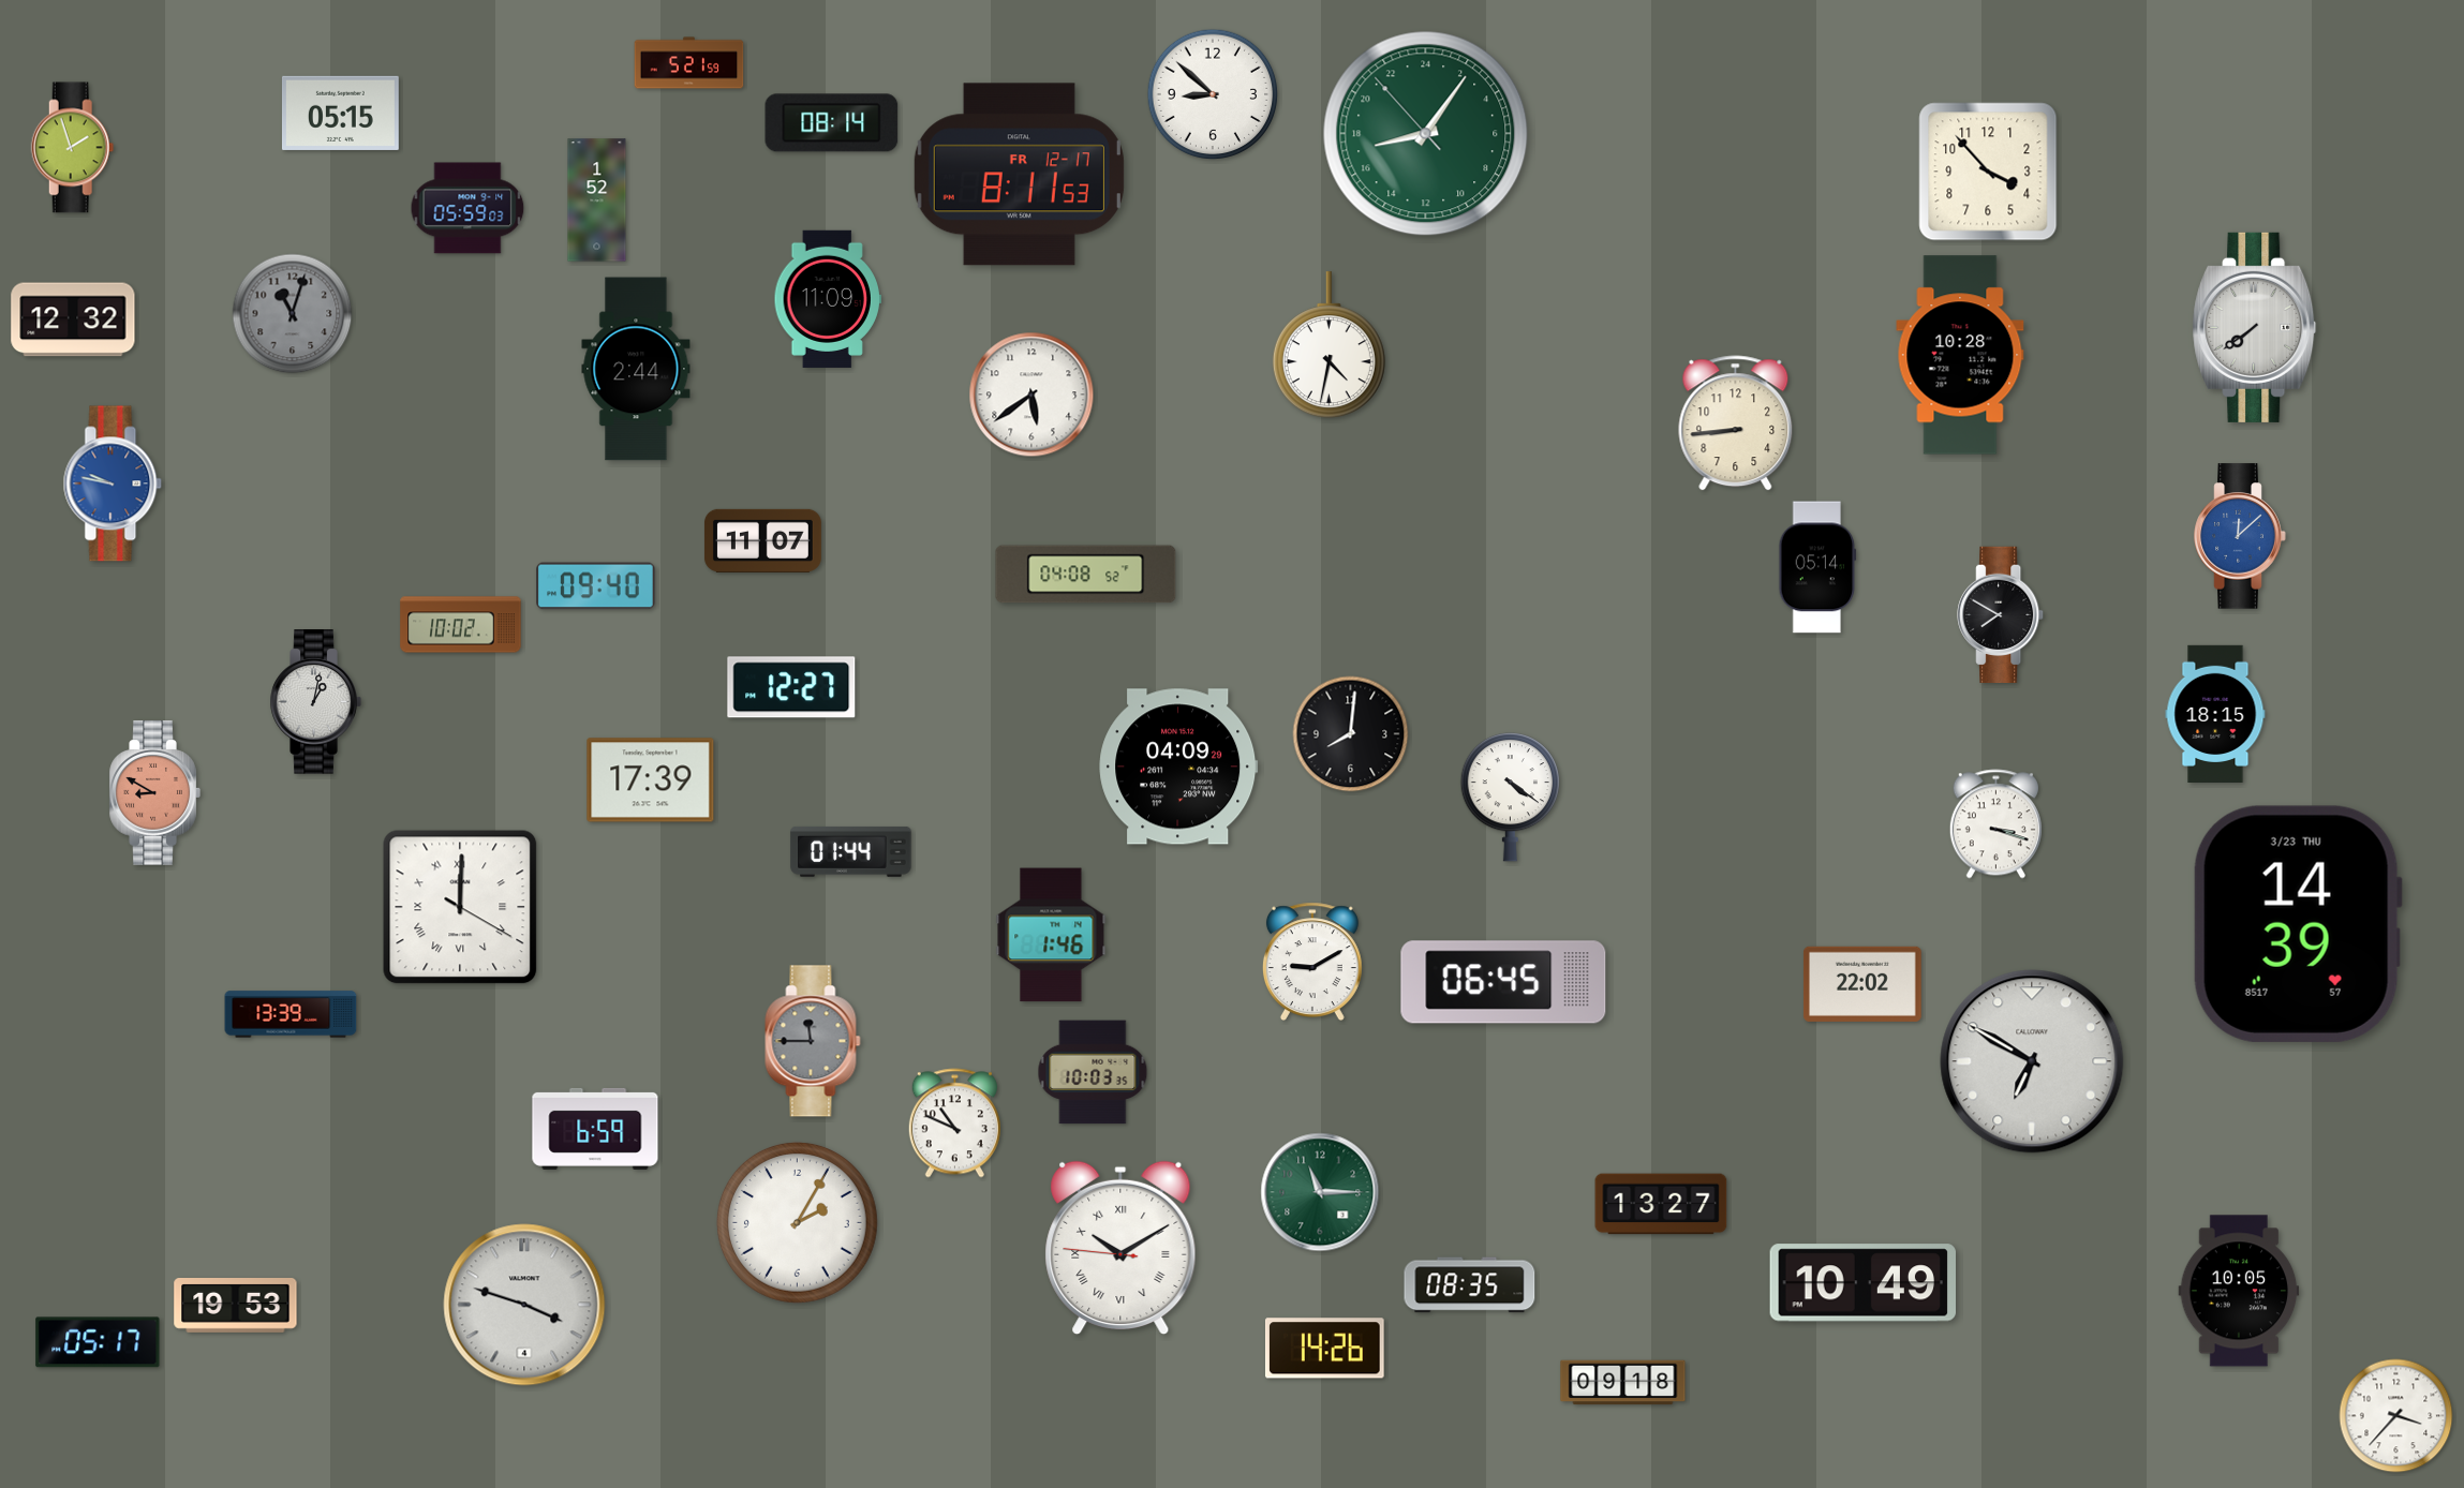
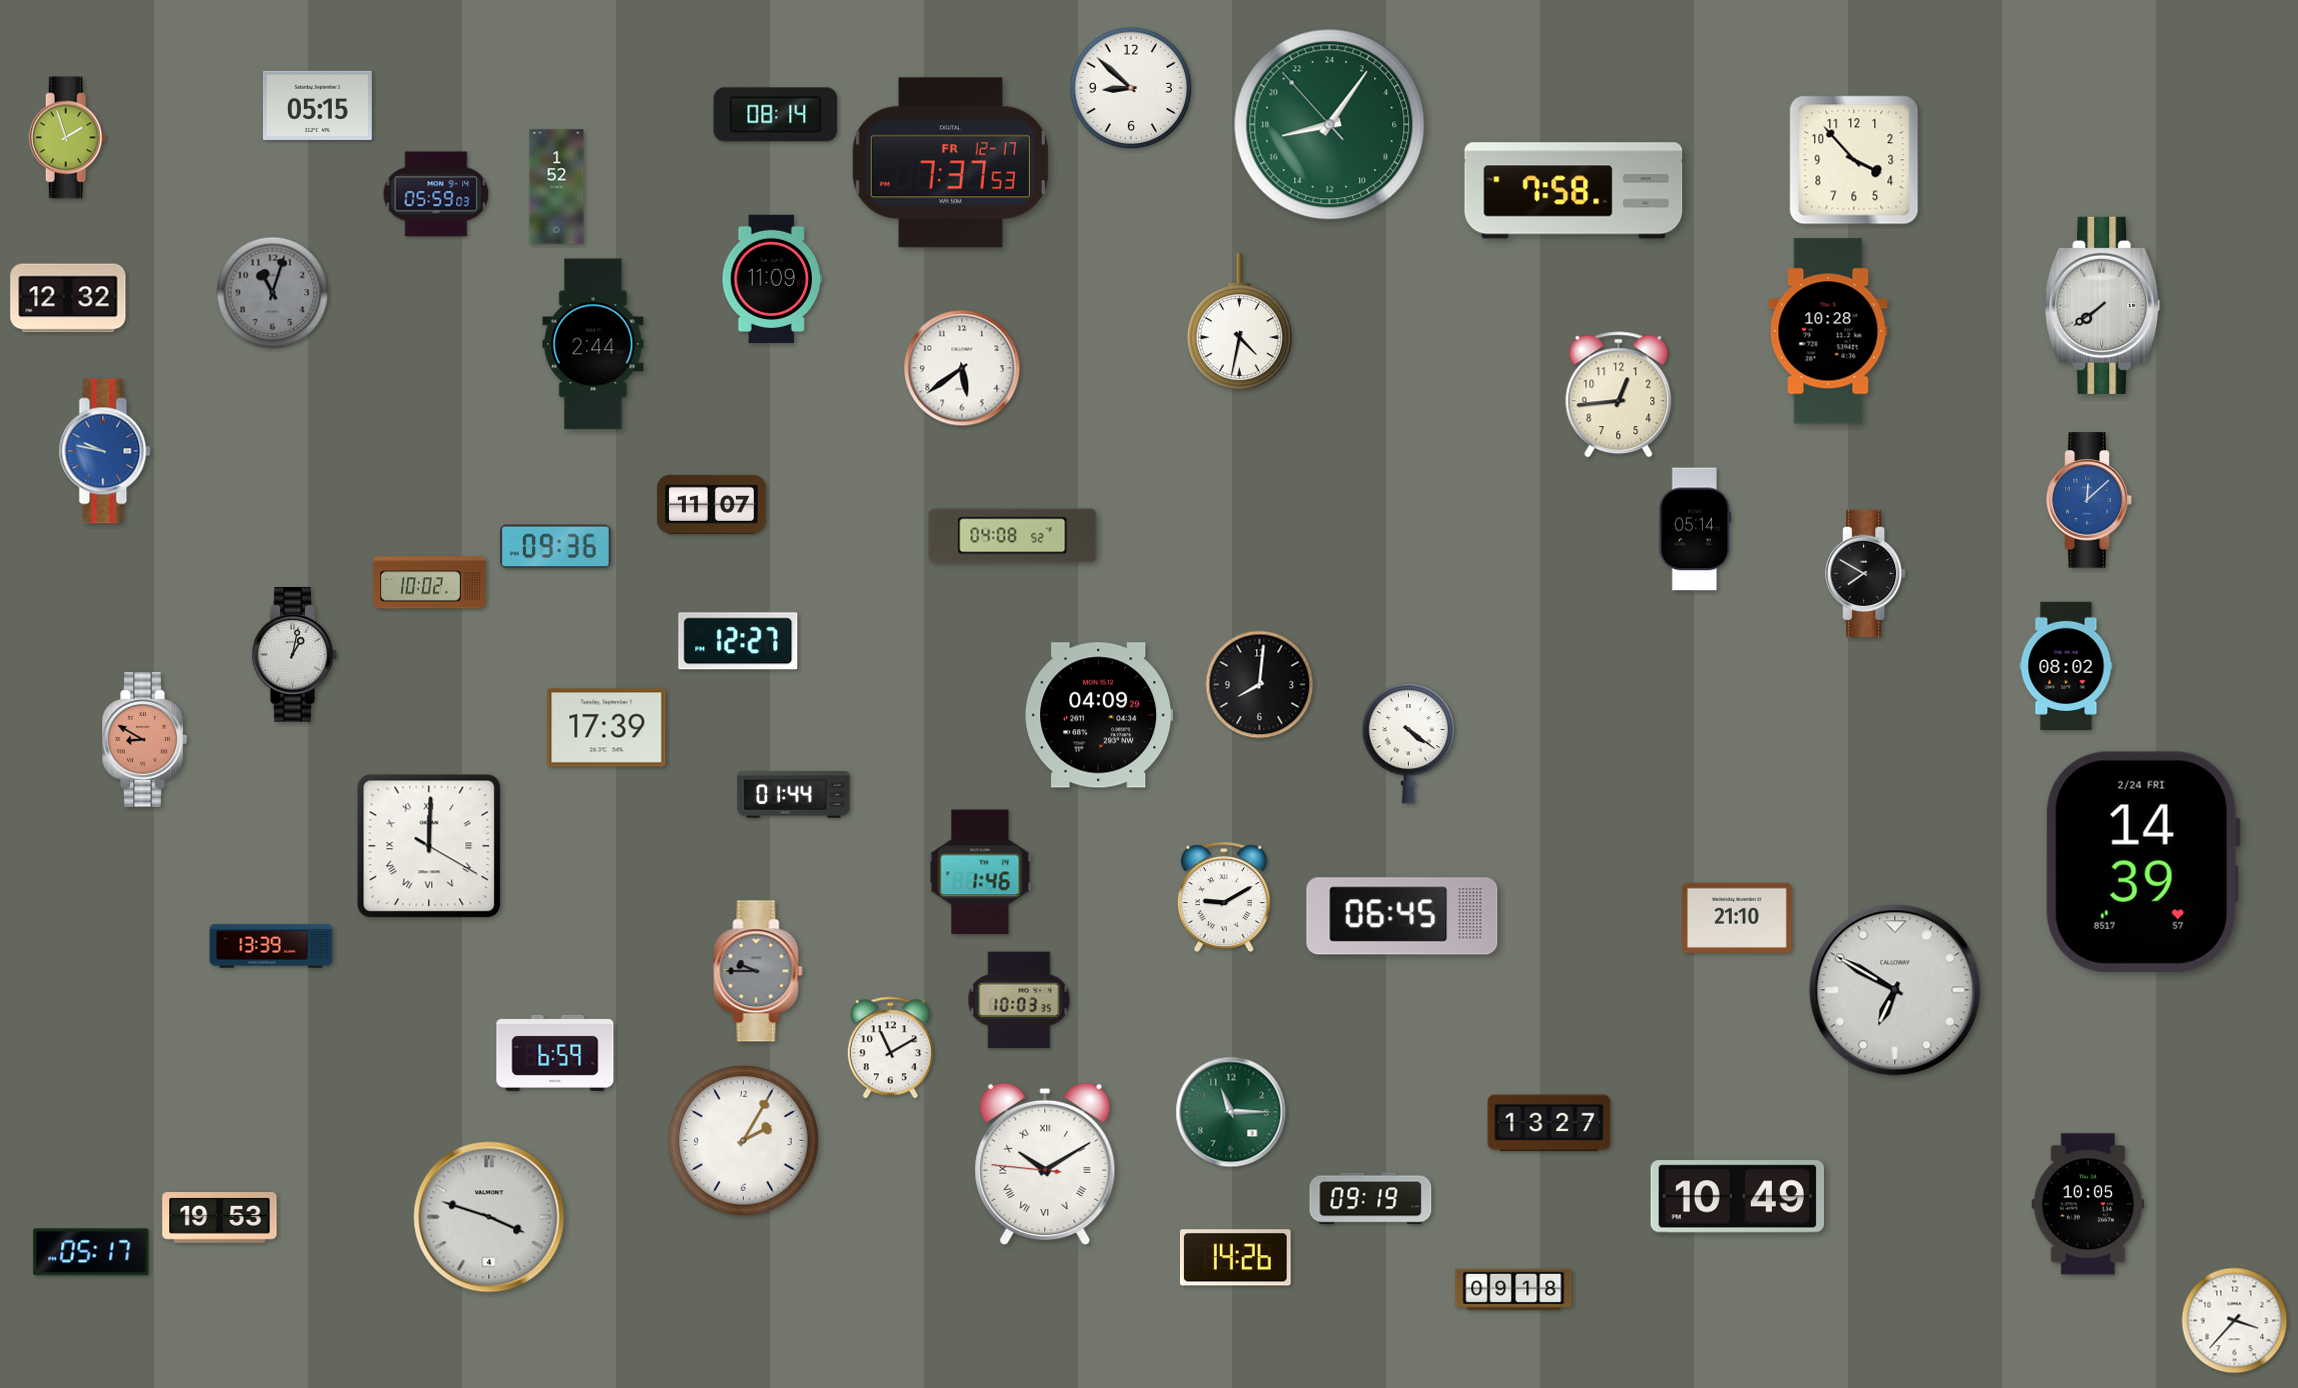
clock at (689, 63): 5:21 -> none
clock at (1019, 175): 8:11 -> 7:37
clock at (1574, 191): none -> 7:58
clock at (1736, 423): 8:44 -> 12:44
clock at (596, 586): 09:40 -> 09:36
clock at (2215, 713): 18:15 -> 08:02
clock at (1995, 824): 3:18 -> none
clock at (2298, 924) date: 3/23 THU -> 2/24 FRI
clock at (1862, 984): 22:02 -> 21:10
clock at (813, 1041): 11:45 -> 9:45
clock at (954, 1124): 10:49 -> 11:10
clock at (1470, 1285): 08:35 -> 09:19
